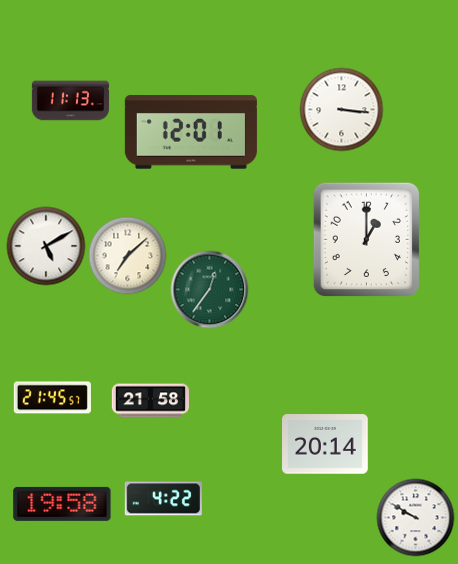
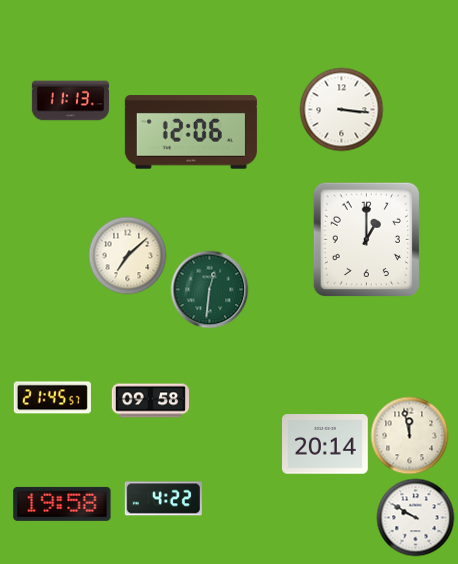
clock at (191, 132): 12:01 -> 12:06
clock at (46, 246): 5:10 -> none
clock at (209, 289): 12:36 -> 12:31
clock at (150, 401): 21:58 -> 09:58
clock at (409, 435): none -> 11:58
